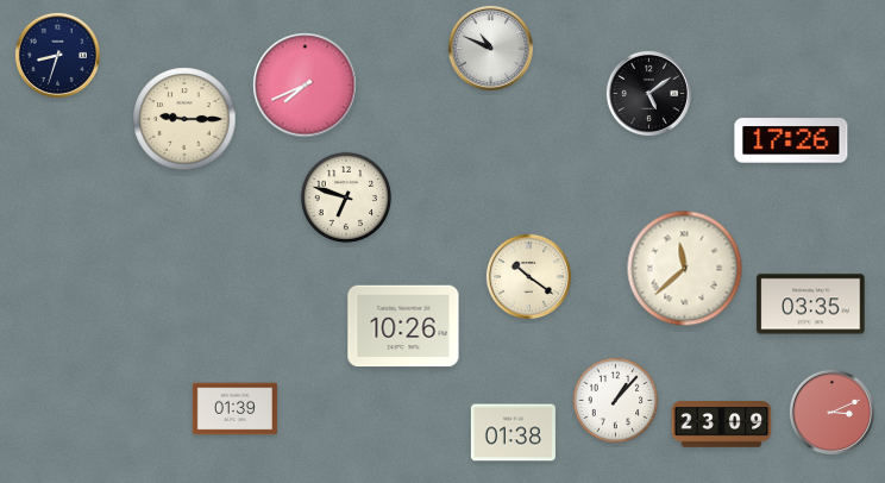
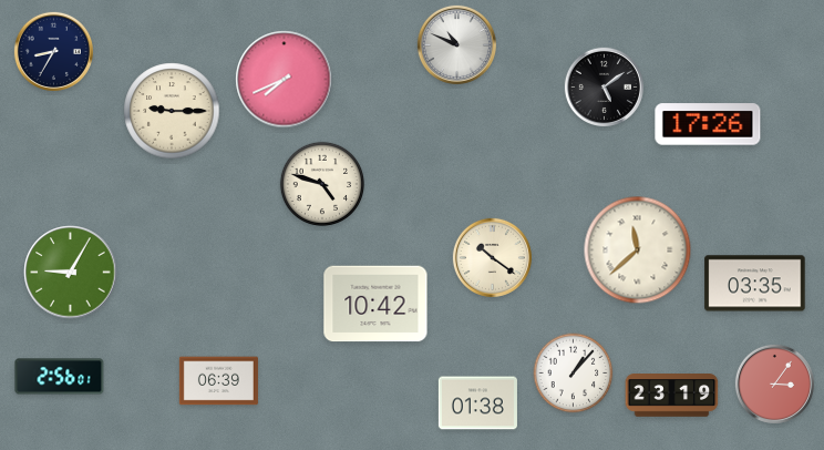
clock at (57, 55): 8:33 -> 8:35
clock at (791, 140) position: (791, 140) -> (708, 124)
clock at (346, 197): 6:48 -> 4:48
clock at (71, 273): none -> 9:05
clock at (403, 326): 10:26 -> 10:42
clock at (60, 377): none -> 2:56
clock at (234, 409): 01:39 -> 06:39
clock at (831, 412): 3:11 -> 3:06
clock at (722, 425): 23:09 -> 23:19
